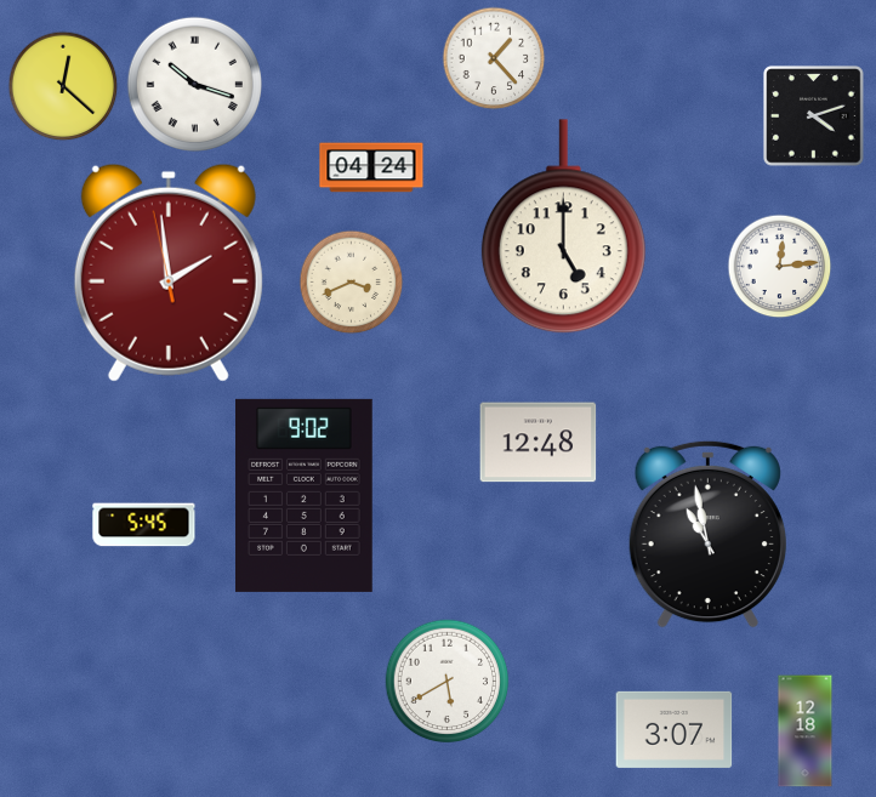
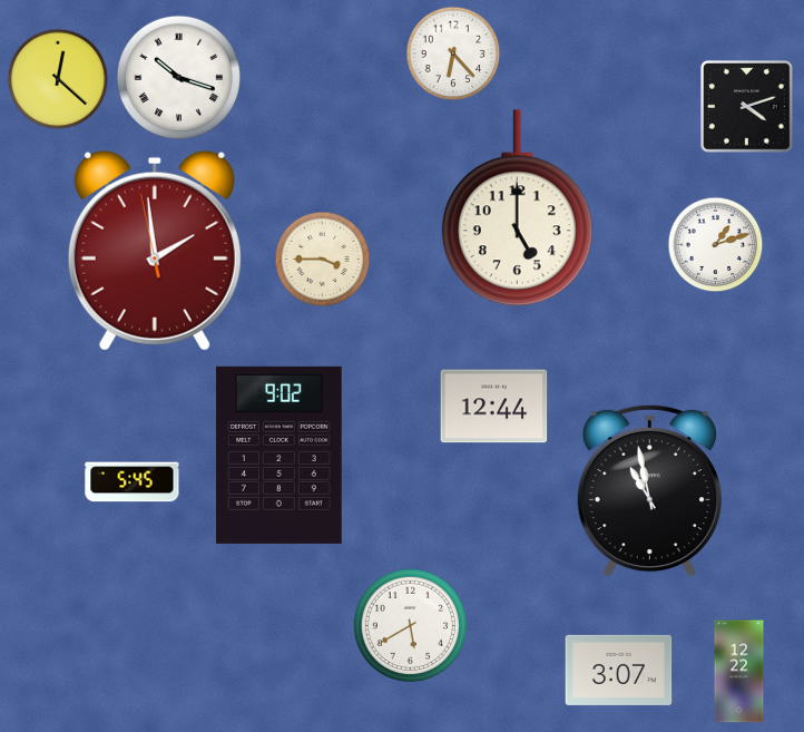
clock at (494, 58): 1:23 -> 6:23
clock at (371, 167): 04:24 -> none
clock at (780, 267): 12:14 -> 1:12
clock at (352, 283): 3:41 -> 3:45
clock at (539, 443): 12:48 -> 12:44
clock at (806, 731): 12:18 -> 12:22
